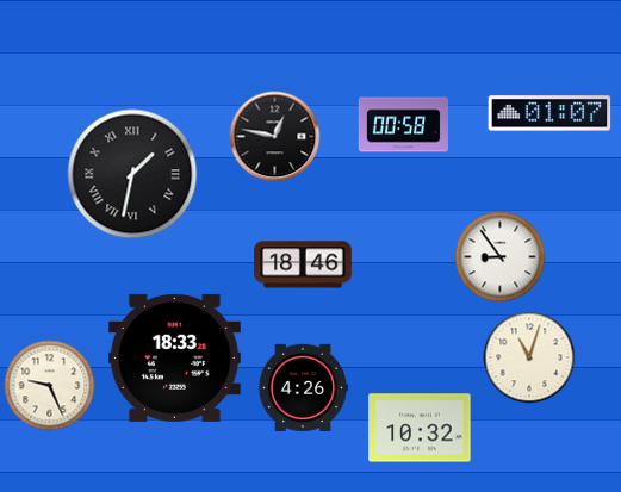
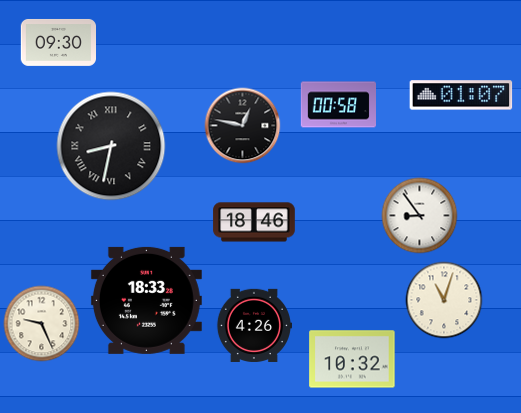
clock at (58, 42): none -> 09:30
clock at (275, 137) position: (275, 137) -> (243, 126)
clock at (132, 174): 1:32 -> 8:32
